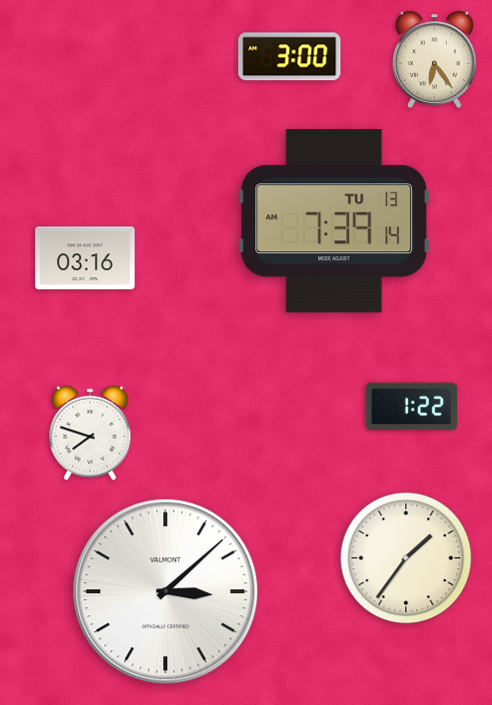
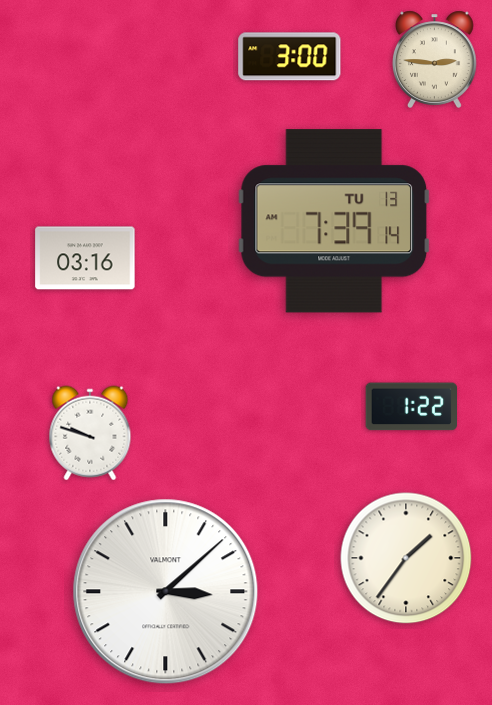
clock at (434, 59): 6:24 -> 2:46
clock at (90, 433): 7:48 -> 9:48
